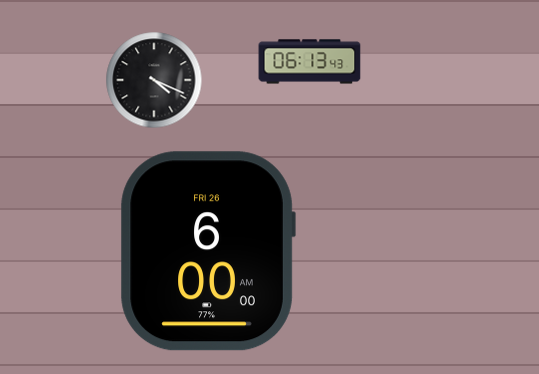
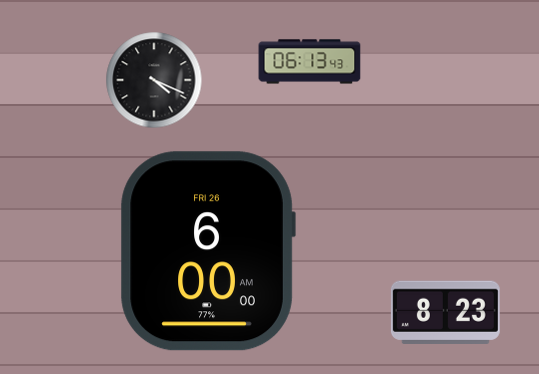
clock at (445, 312): none -> 8:23
